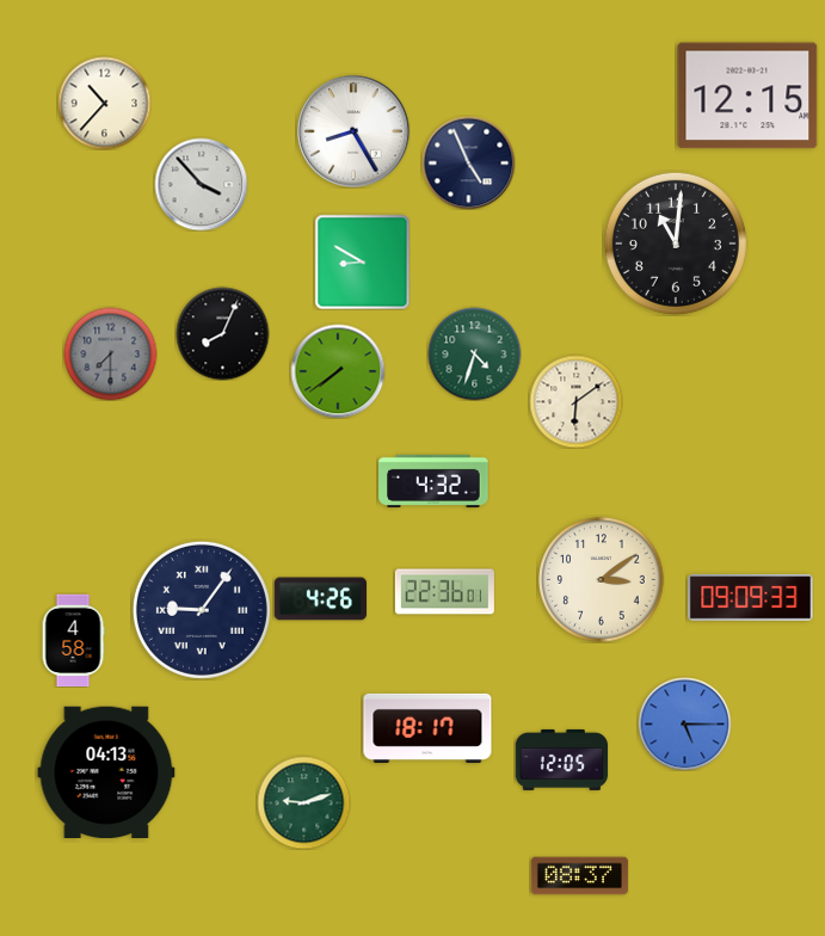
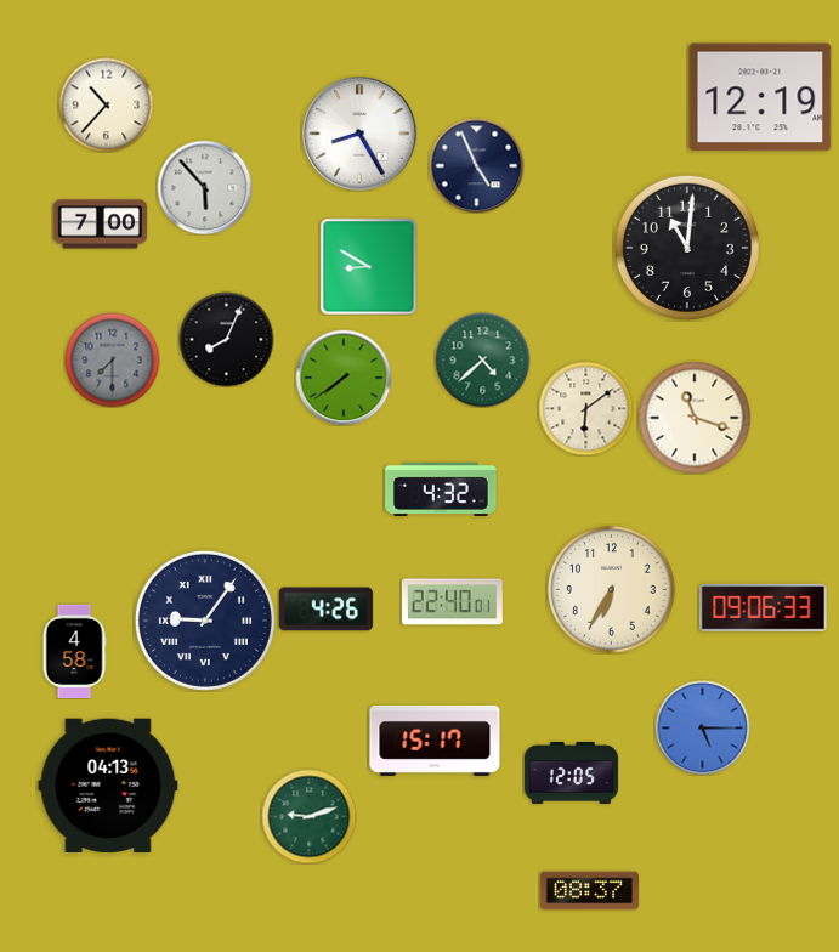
clock at (747, 96): 12:15 -> 12:19
clock at (201, 184): 3:53 -> 5:53
clock at (100, 225): none -> 7:00
clock at (474, 353): 4:33 -> 4:38
clock at (695, 418): none -> 11:18
clock at (602, 580): 3:09 -> 6:35
clock at (444, 592): 22:36 -> 22:40
clock at (751, 598): 09:09 -> 09:06
clock at (684, 723) position: (684, 723) -> (702, 727)
clock at (427, 728): 18:17 -> 15:17
